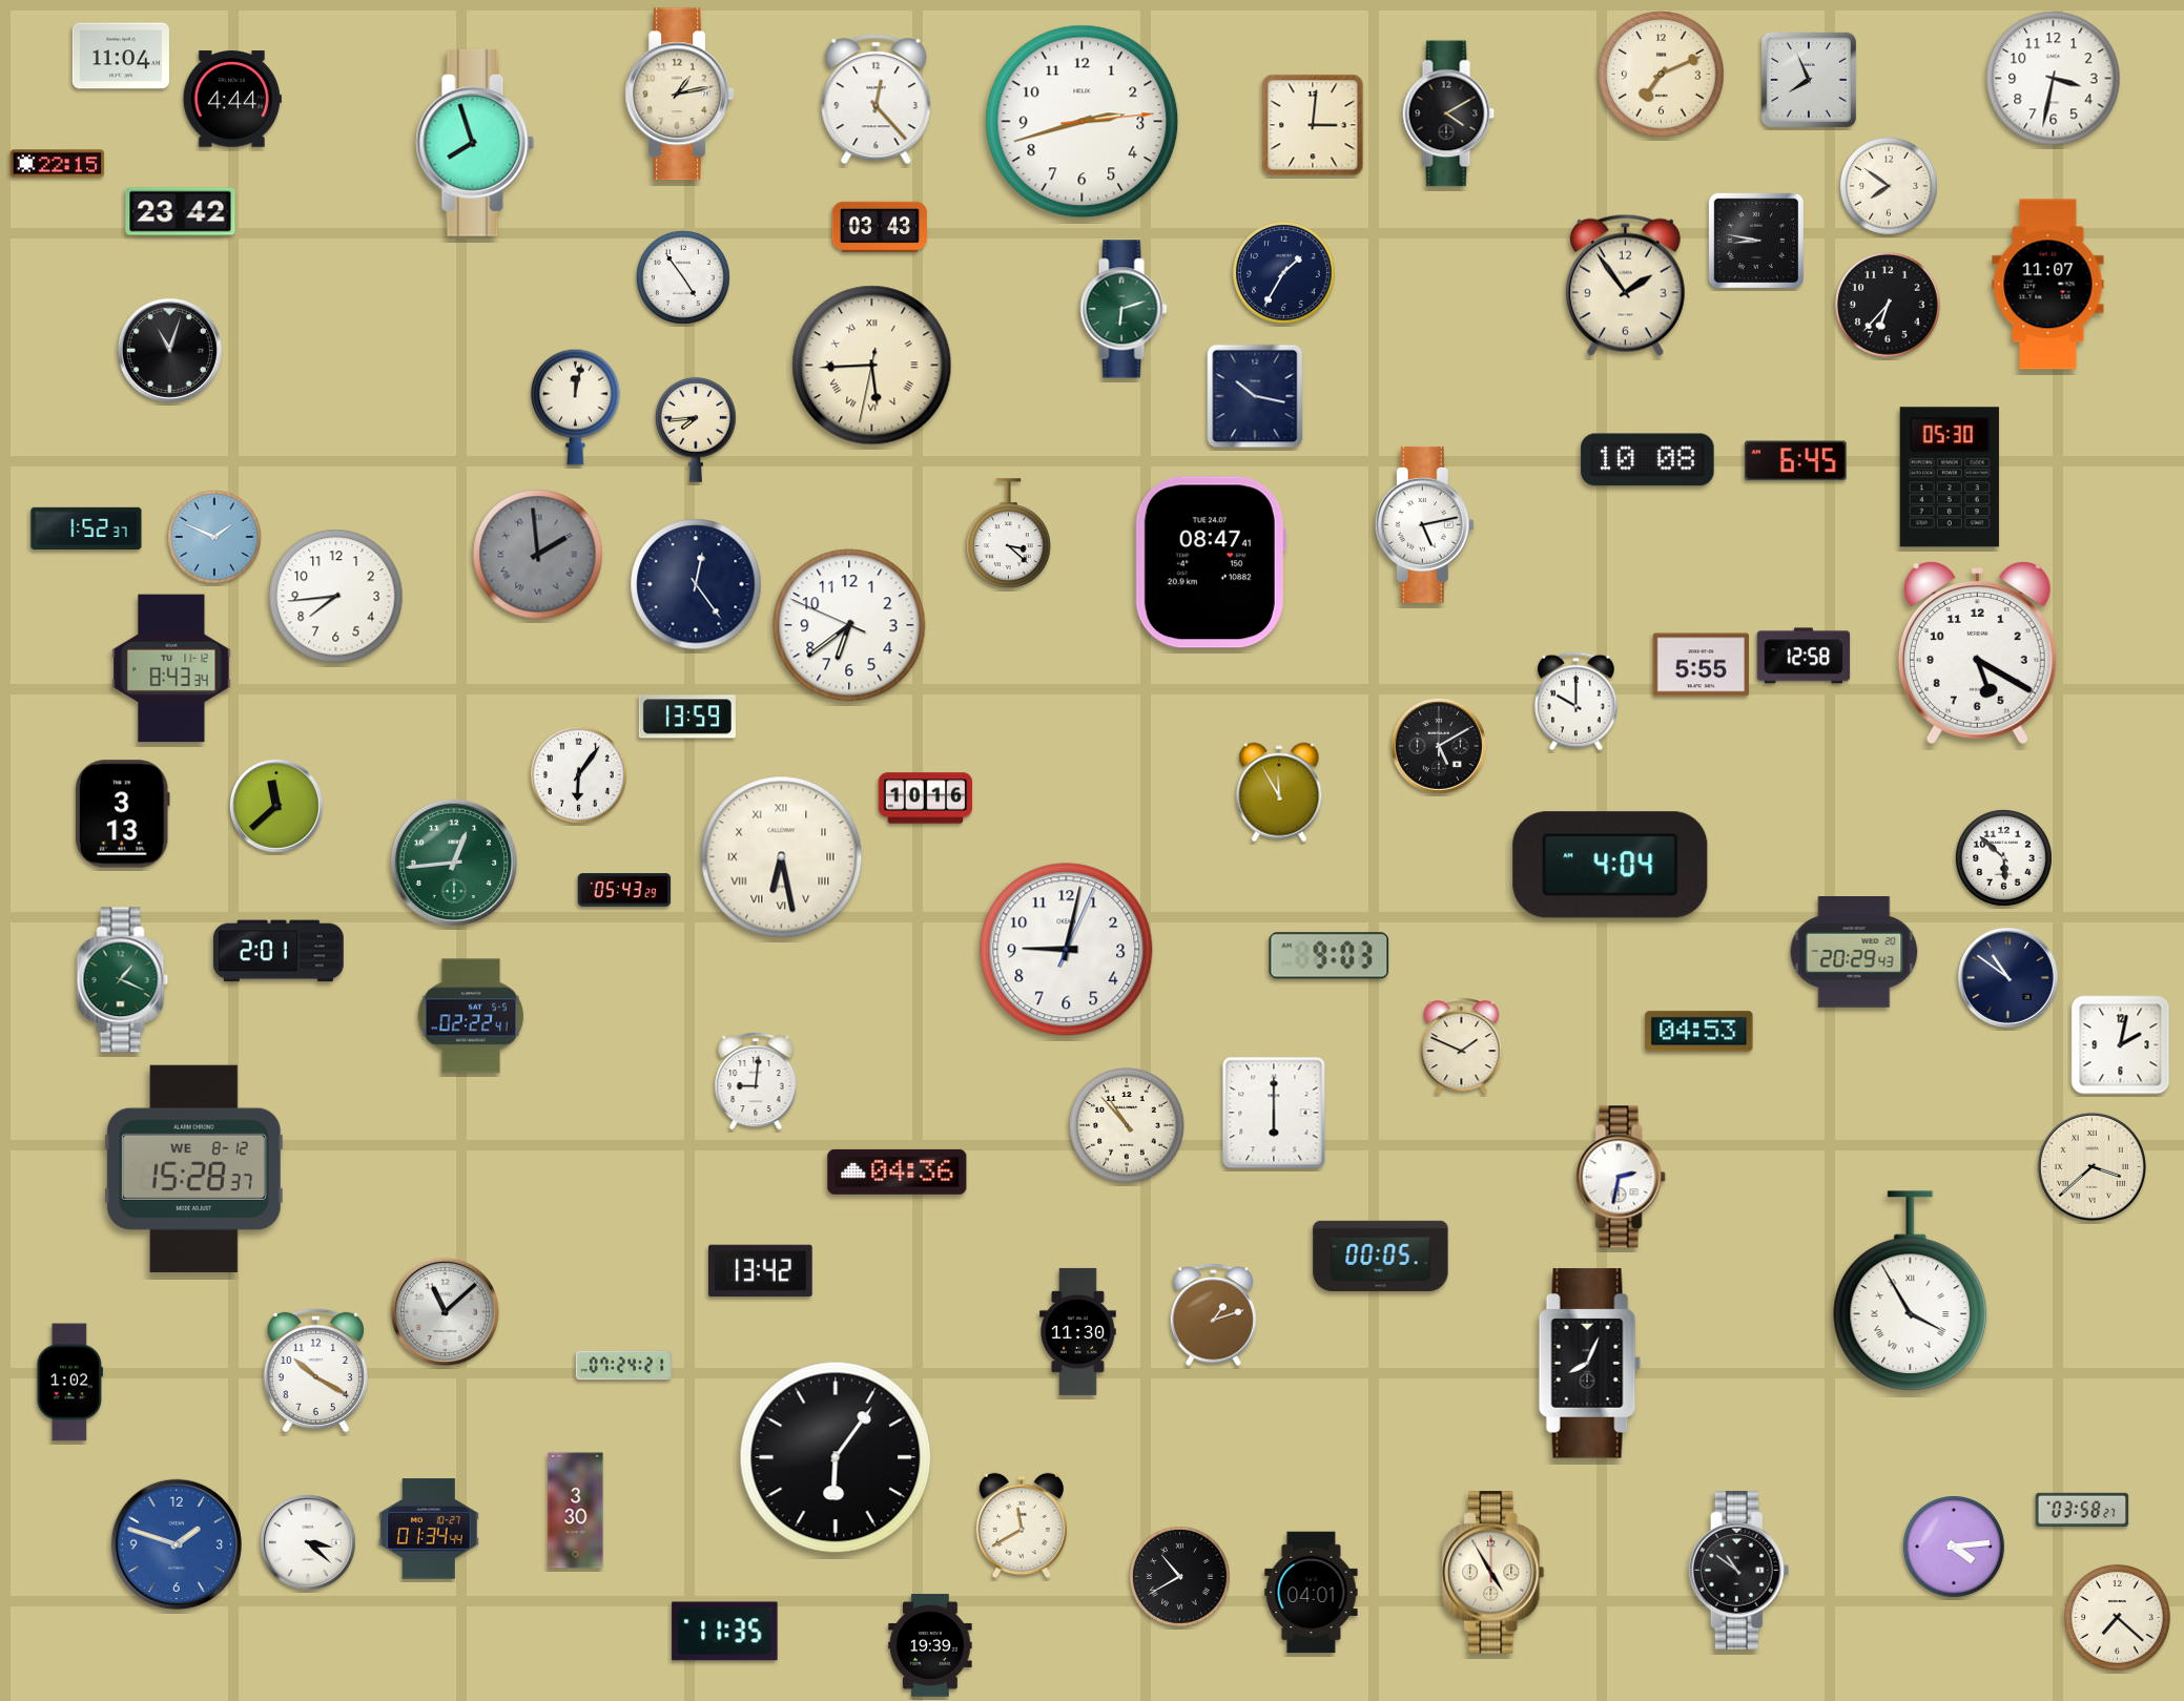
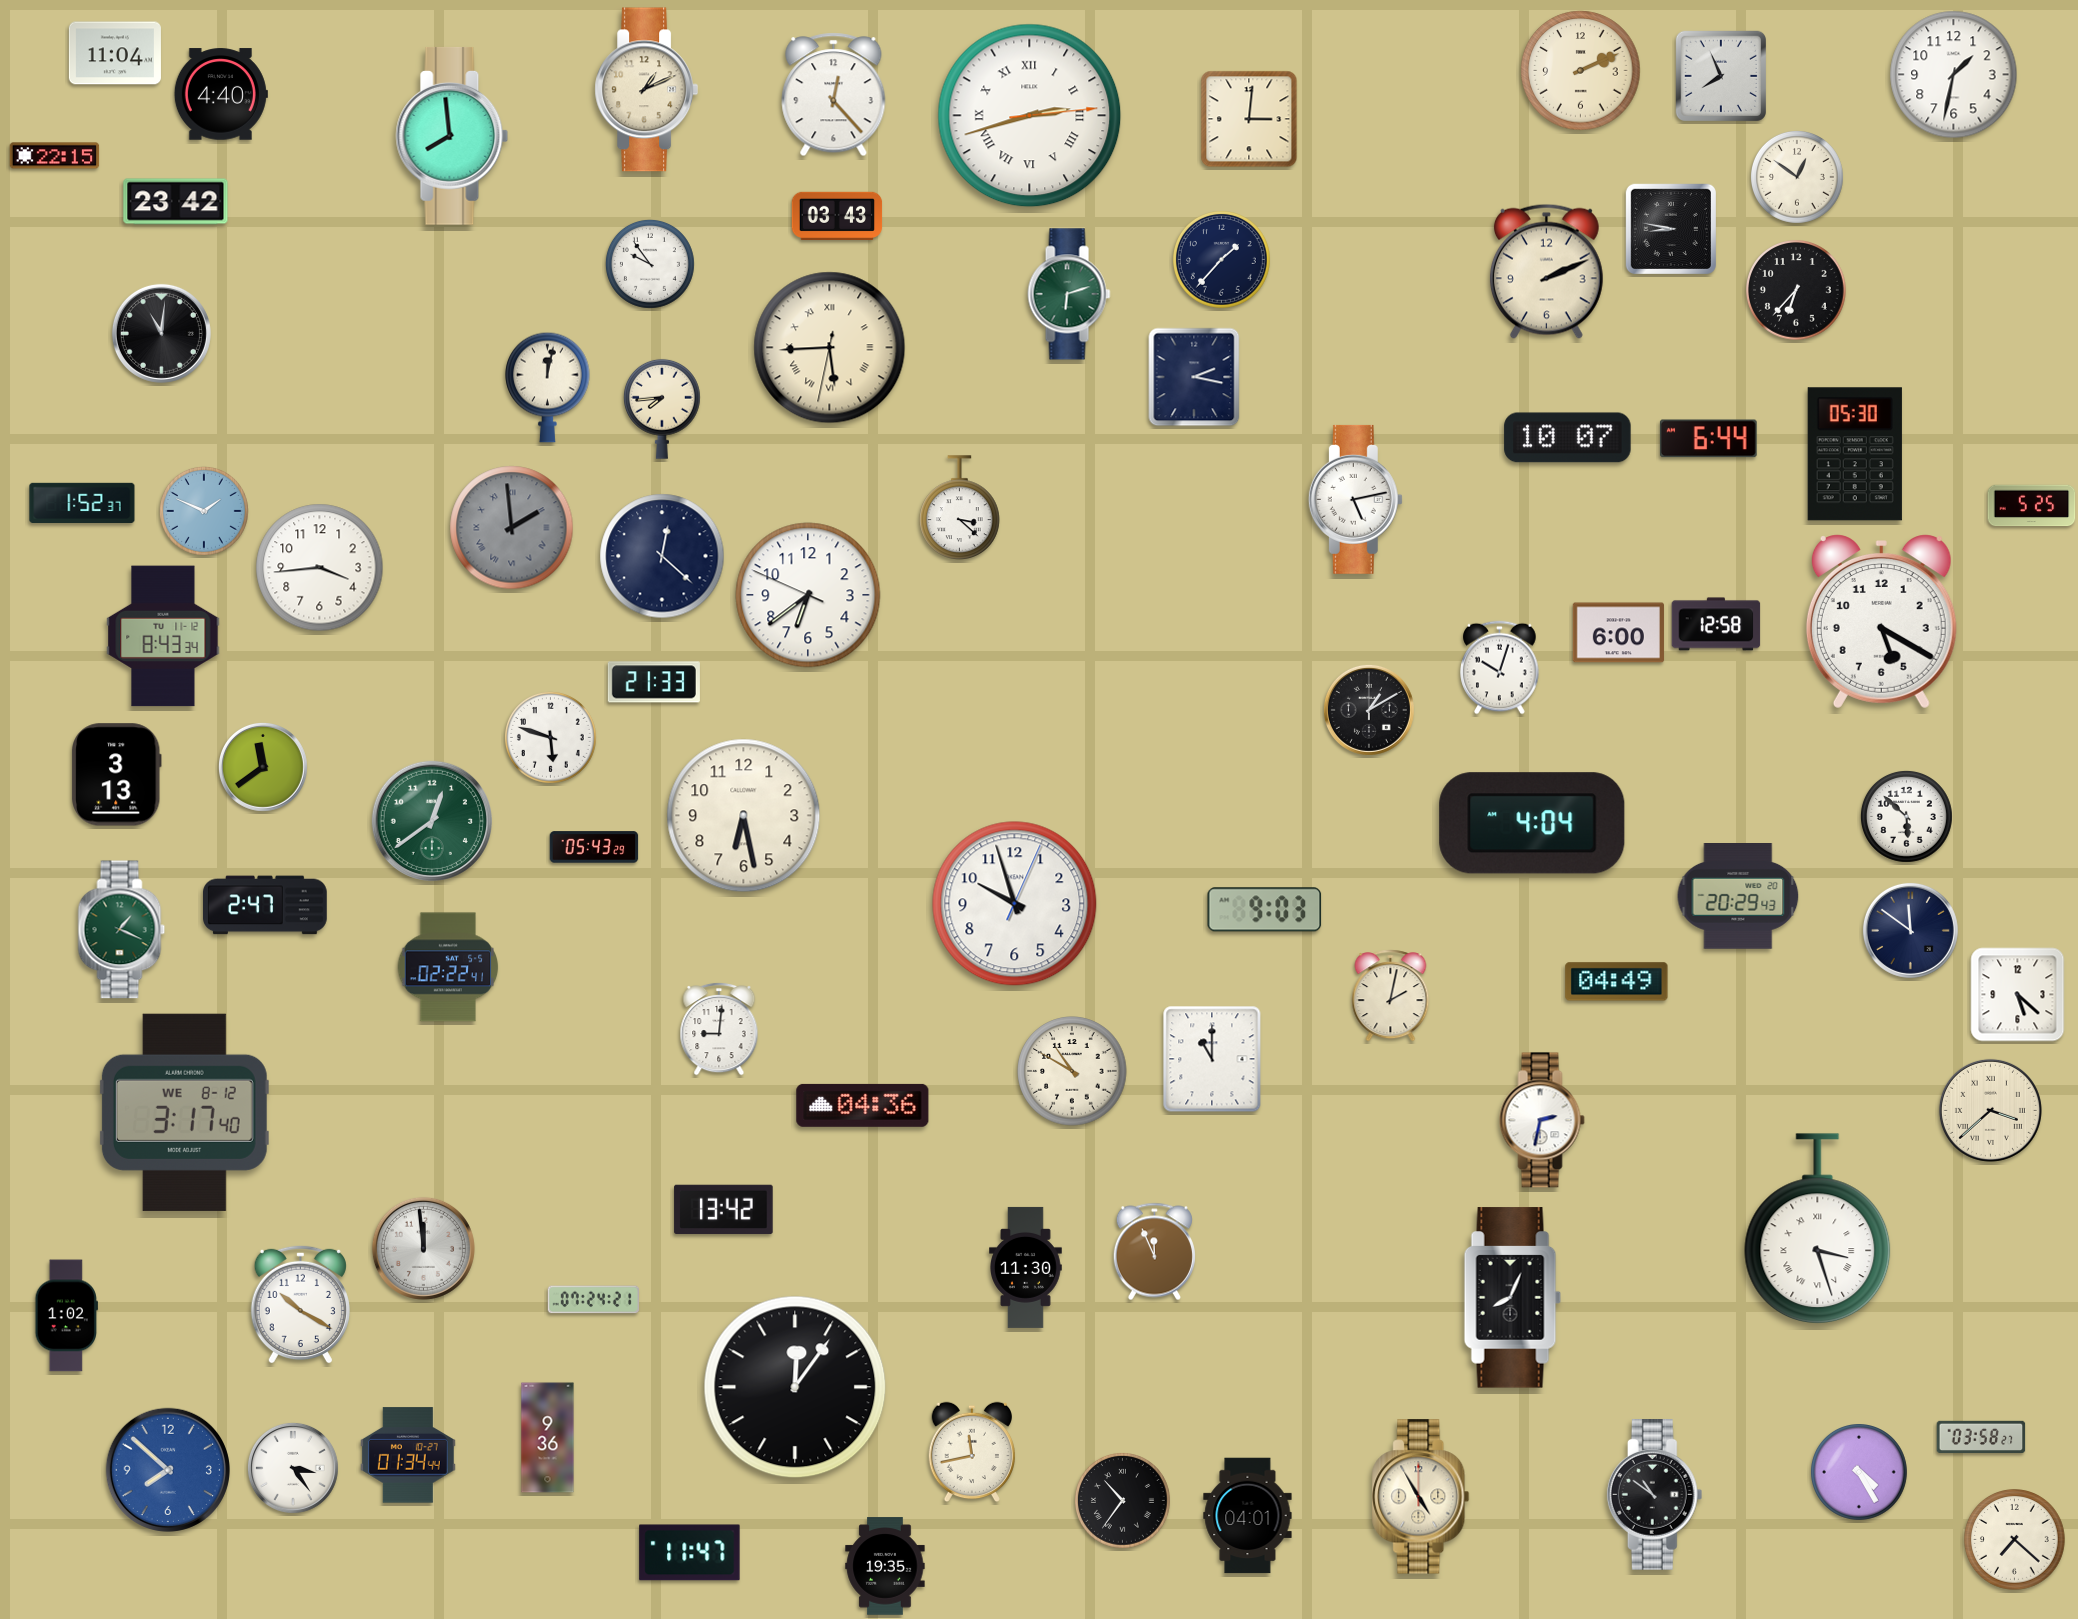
clock at (1662, 75): 7:11 -> 2:11
clock at (2054, 79): 3:32 -> 1:32
clock at (680, 95): 1:13 -> 1:11
clock at (232, 99): 4:44 -> 4:40
clock at (1448, 113): 4:10 -> none
clock at (1083, 122) numerals: Arabic -> Roman
clock at (475, 143): 7:57 -> 7:59
clock at (1889, 186): 7:51 -> 12:51
clock at (181, 212) position: (181, 212) -> (176, 202)
clock at (1284, 273): 1:35 -> 1:37
clock at (683, 277): 4:54 -> 9:54
clock at (1625, 285): 1:54 -> 2:11
clock at (2048, 285): 11:07 -> none
clock at (169, 350): 11:03 -> 11:01
clock at (1255, 396): 10:17 -> 2:17
clock at (1648, 460): 10:08 -> 10:07
clock at (1795, 461): 6:45 -> 6:44
clock at (2032, 506): none -> 5:25
clock at (1211, 562): 08:47 -> none
clock at (696, 584): 12:24 -> 12:22
clock at (336, 597): 7:44 -> 3:44
clock at (1701, 665): 5:55 -> 6:00
clock at (1577, 702): 10:00 -> 10:03
clock at (687, 717): 13:59 -> 21:33
clock at (1439, 746): 5:10 -> 1:10
clock at (578, 774): 6:06 -> 5:48
clock at (1279, 792): 11:55 -> none
clock at (926, 798): 10:16 -> none
clock at (276, 806): 11:38 -> 11:39
clock at (782, 857) numerals: Roman -> Arabic
clock at (454, 863): 12:44 -> 12:39
clock at (1067, 950): 9:02 -> 9:57
clock at (279, 951): 2:01 -> 2:47
clock at (1854, 953) position: (1854, 953) -> (1738, 897)
clock at (2007, 977): 10:51 -> 11:51
clock at (123, 980) position: (123, 980) -> (122, 930)
clock at (1699, 1032): 04:53 -> 04:49
clock at (2121, 1045): 2:02 -> 5:22
clock at (1462, 1046): 1:49 -> 2:02
clock at (1274, 1113): 6:00 -> 11:00
clock at (1127, 1125): 10:53 -> 10:50
clock at (193, 1168): 15:28 -> 3:17
clock at (898, 1171) position: (898, 1171) -> (863, 1105)
clock at (1381, 1256): 00:05 -> none
clock at (1911, 1291): 3:55 -> 3:27
clock at (445, 1311): 11:08 -> 11:59
clock at (1213, 1315): 1:12 -> 11:56
clock at (836, 1457): 6:06 -> 12:06
clock at (576, 1511): 3:30 -> 9:36
clock at (1021, 1526): 11:40 -> 11:43
clock at (308, 1542): 3:22 -> 3:24
clock at (177, 1544): 1:48 -> 7:52
clock at (1955, 1548): 4:14 -> 4:25
clock at (1180, 1577): 10:40 -> 10:36
clock at (725, 1632): 11:35 -> 11:47
clock at (930, 1645): 19:39 -> 19:35
